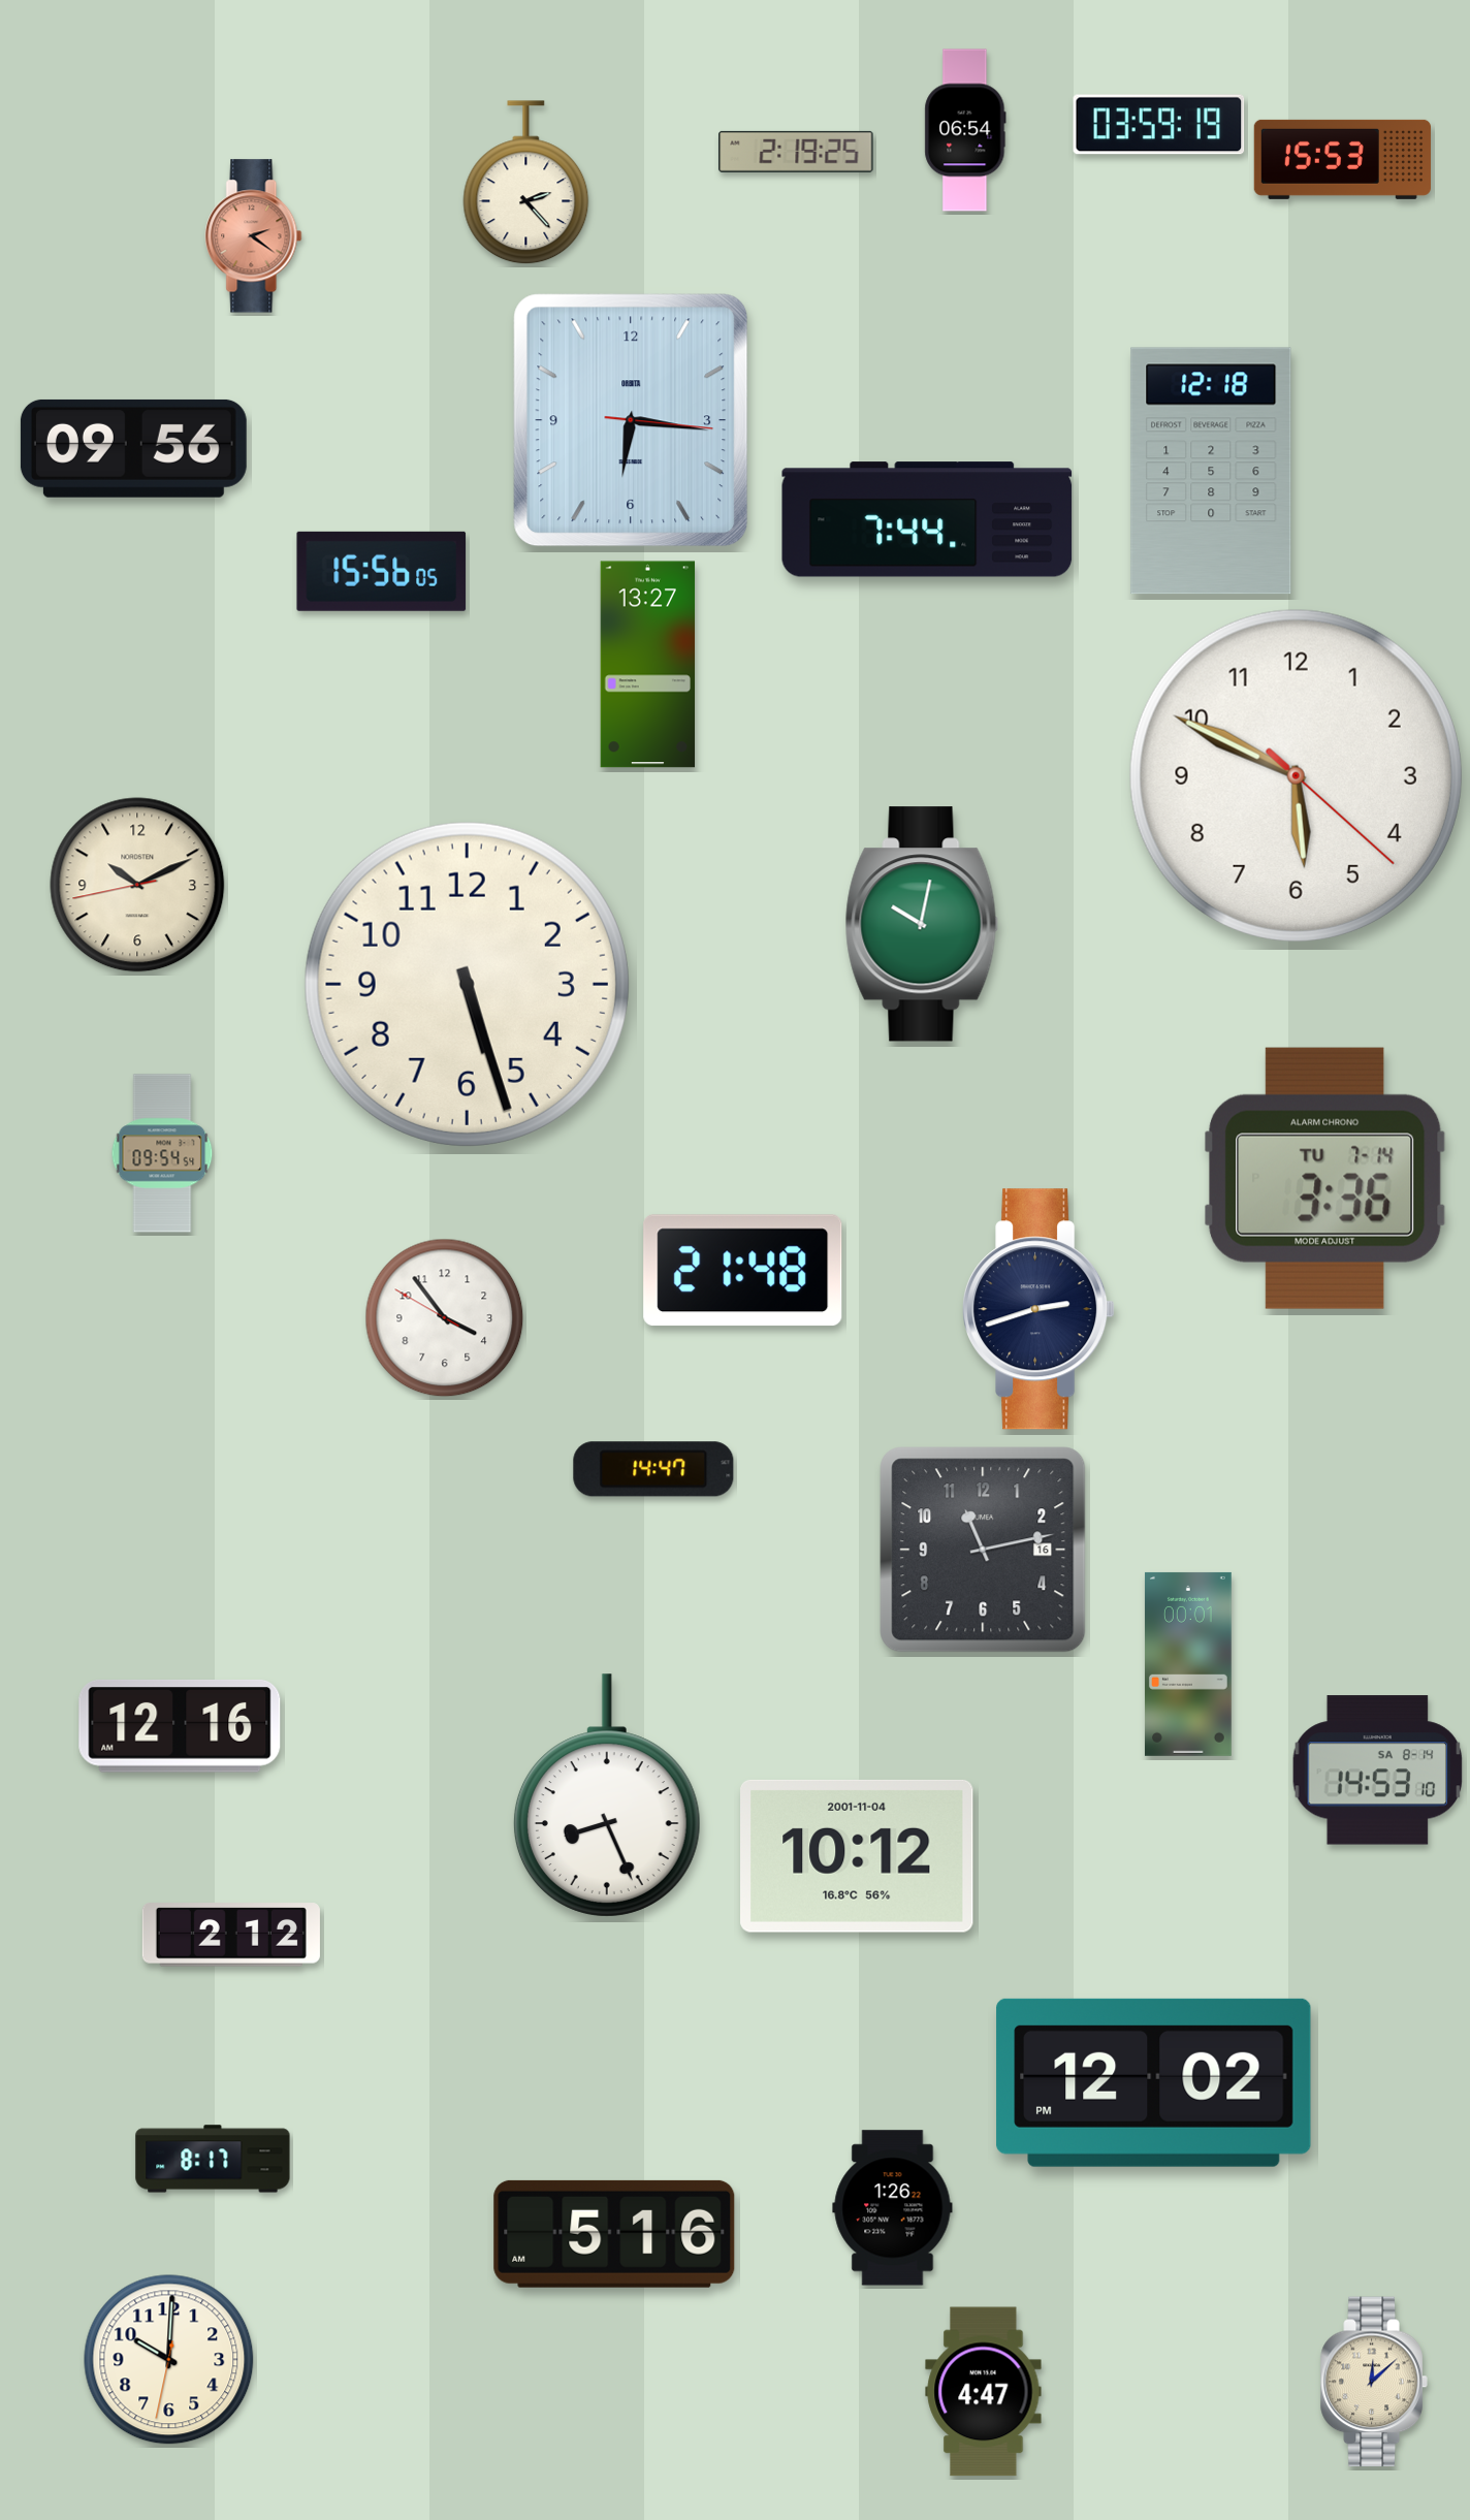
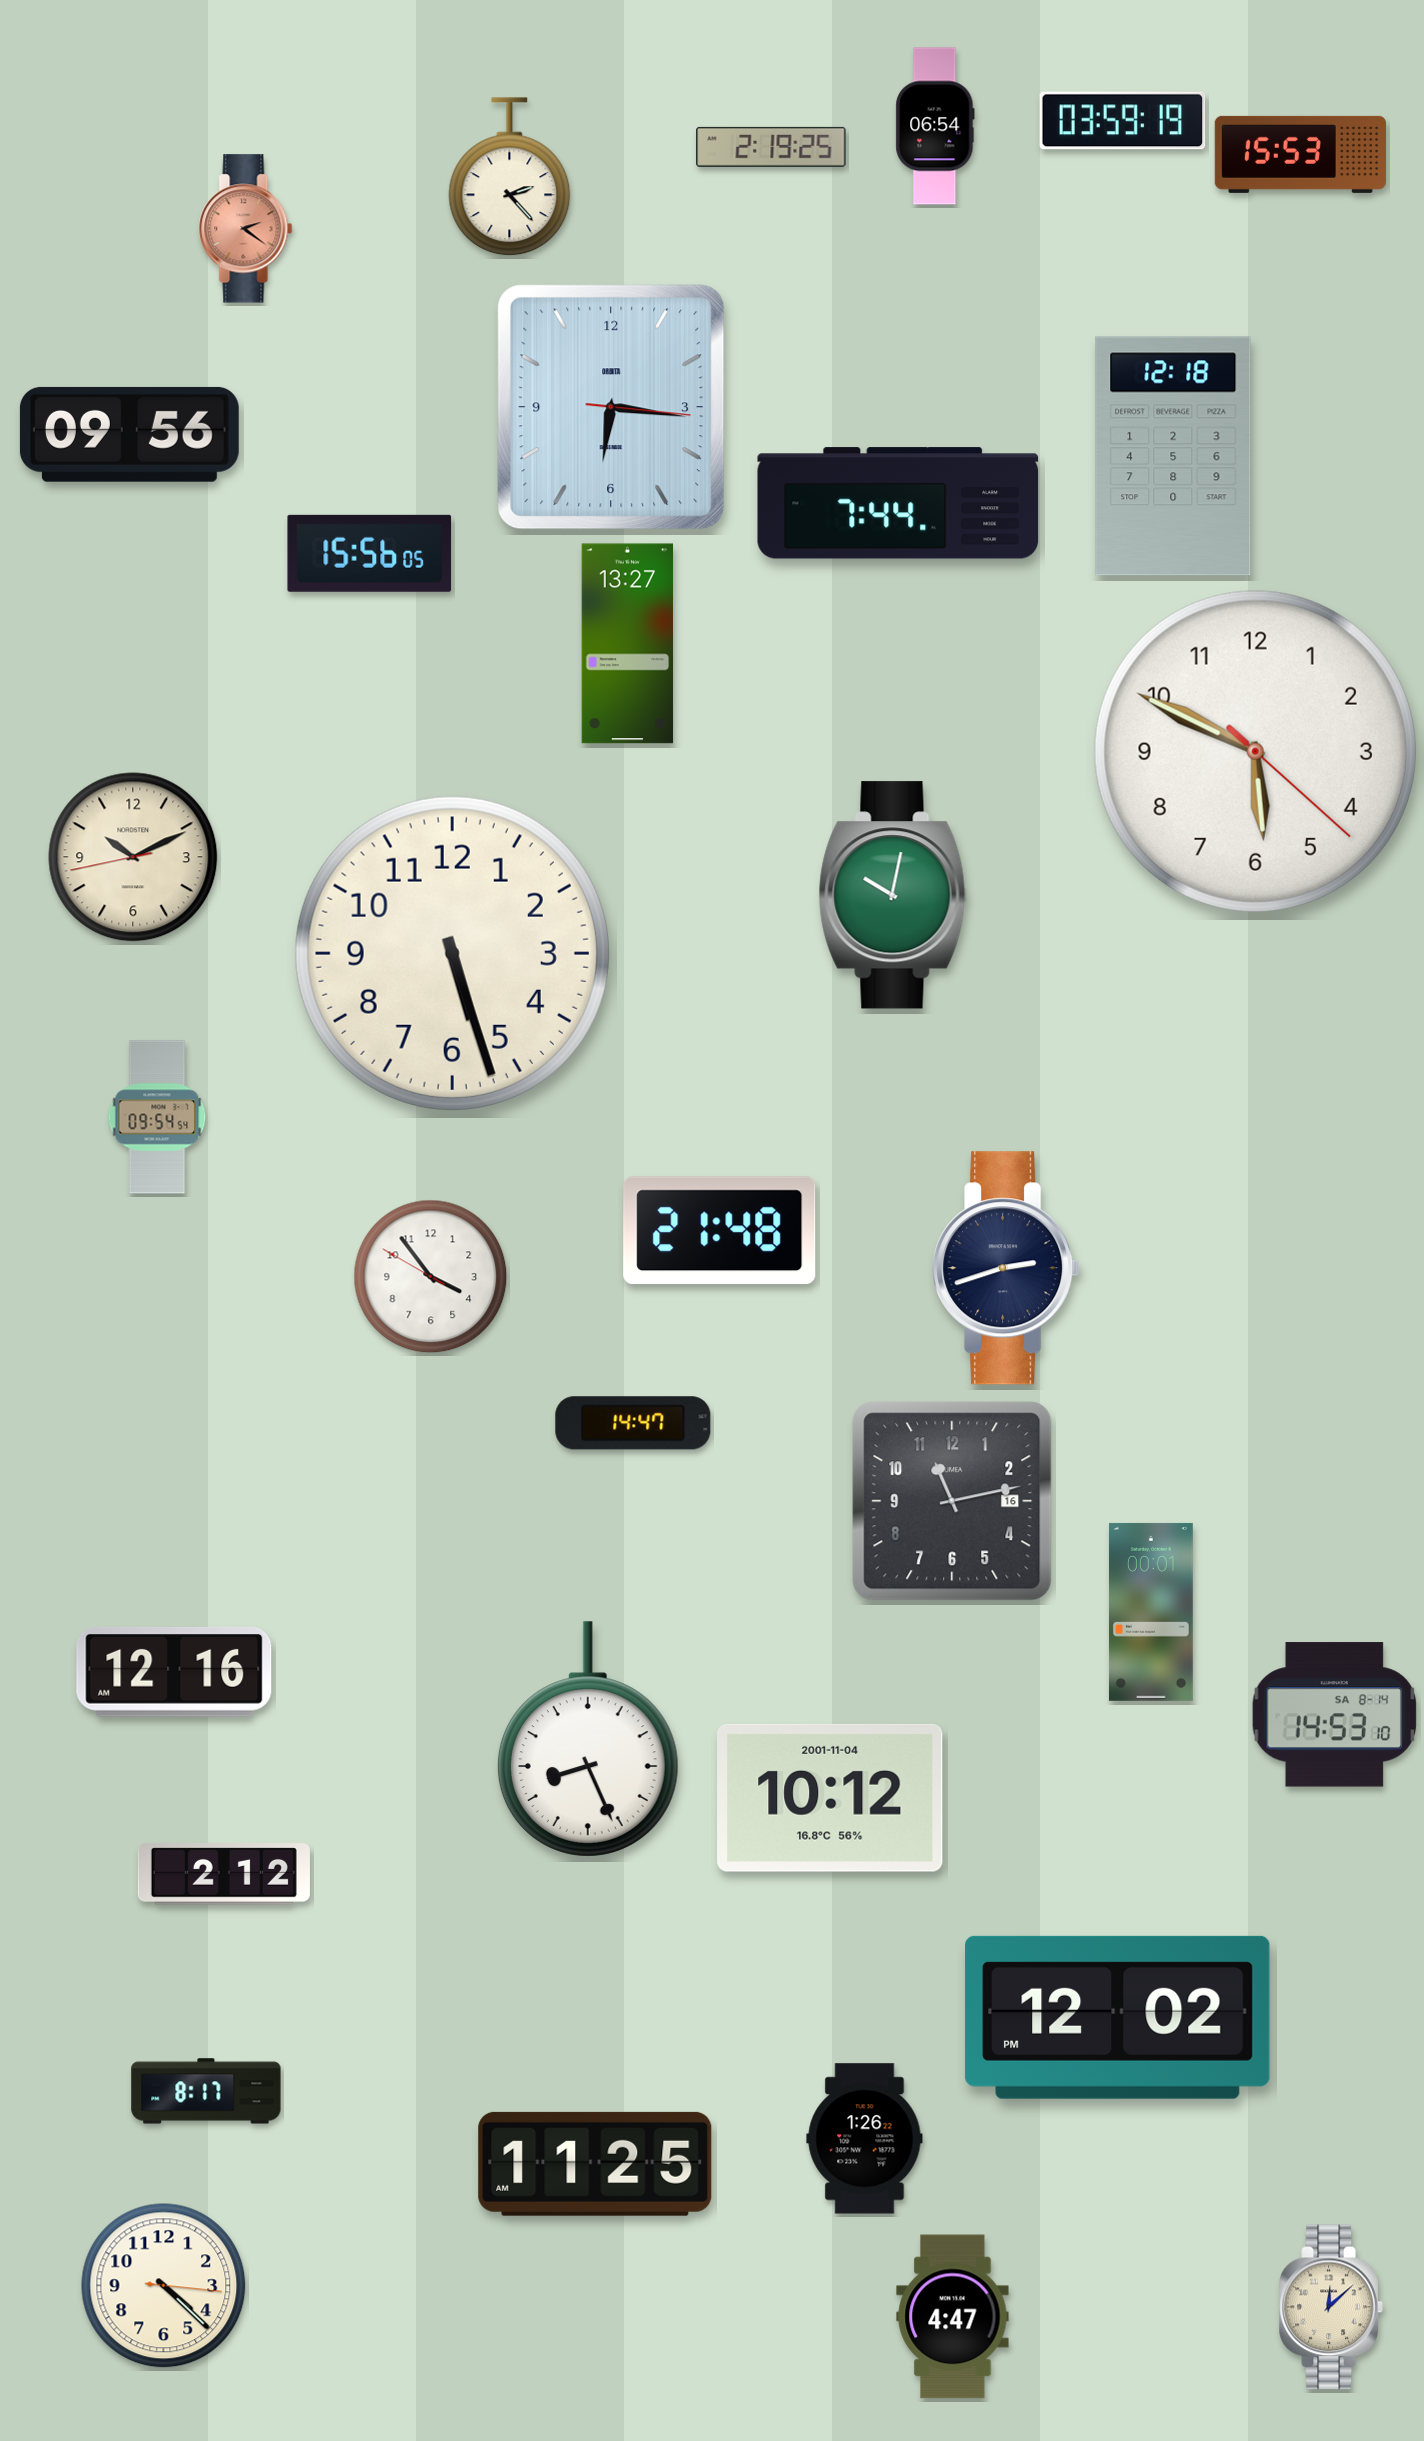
clock at (1325, 1178): 3:36 -> none
clock at (614, 2234): 5:16 -> 11:25
clock at (169, 2360): 10:00 -> 4:22
